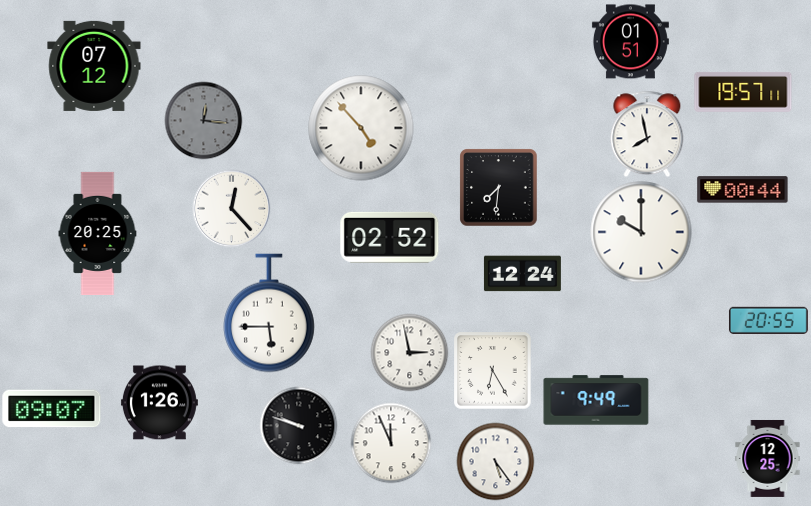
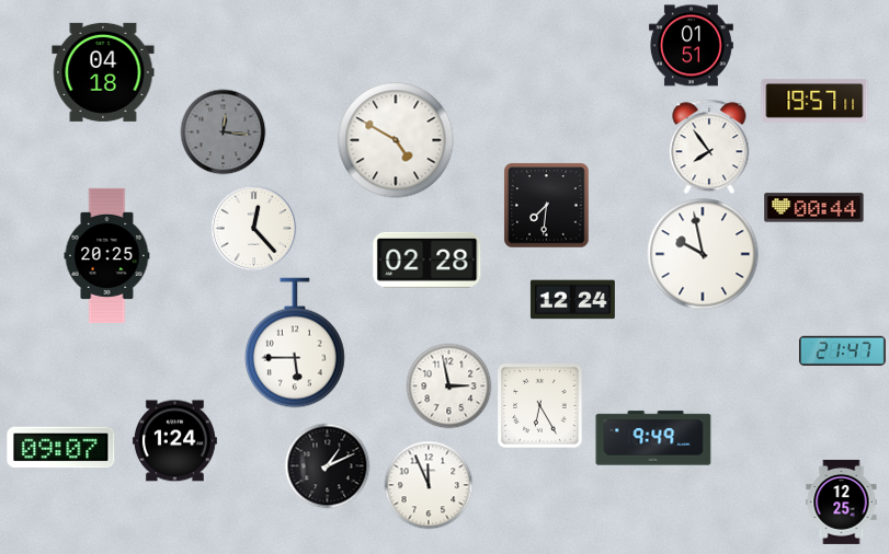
clock at (94, 66): 07:12 -> 04:18
clock at (361, 128): 4:53 -> 4:50
clock at (647, 134): 7:58 -> 7:54
clock at (641, 232): 10:00 -> 9:58
clock at (390, 237): 02:52 -> 02:28
clock at (768, 320): 20:55 -> 21:47
clock at (159, 403): 1:26 -> 1:24
clock at (52, 409) position: (52, 409) -> (61, 448)
clock at (298, 425): 9:48 -> 1:11
clock at (495, 461): 5:24 -> none
